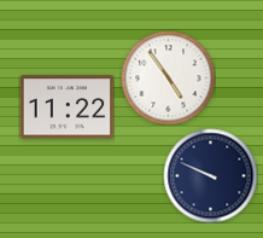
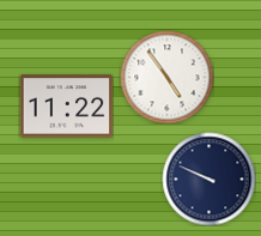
clock at (210, 175) position: (210, 175) -> (208, 178)
